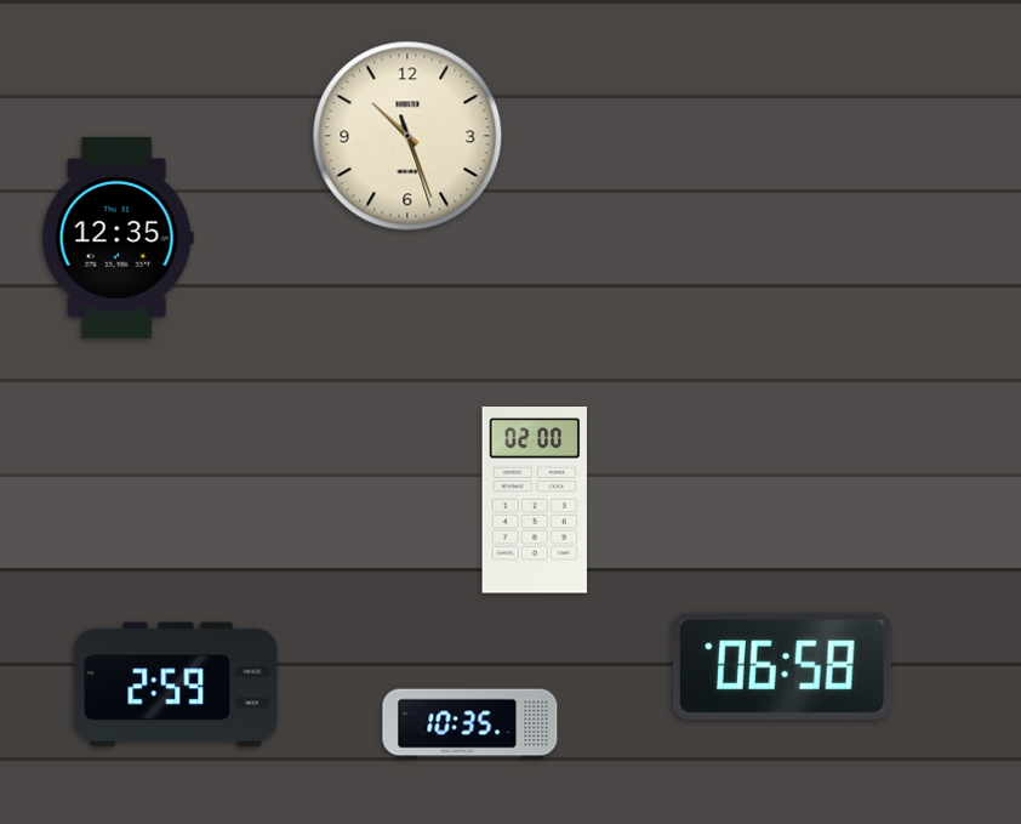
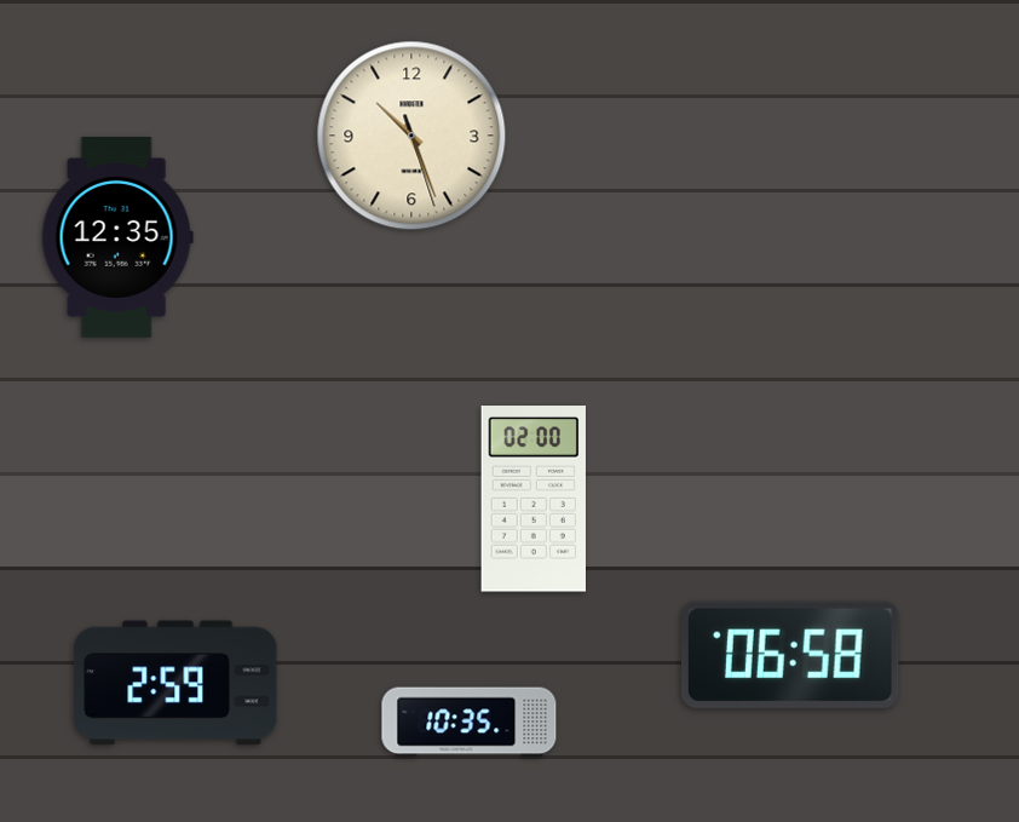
clock at (407, 136) position: (407, 136) -> (411, 136)
clock at (782, 666) position: (782, 666) -> (790, 655)
